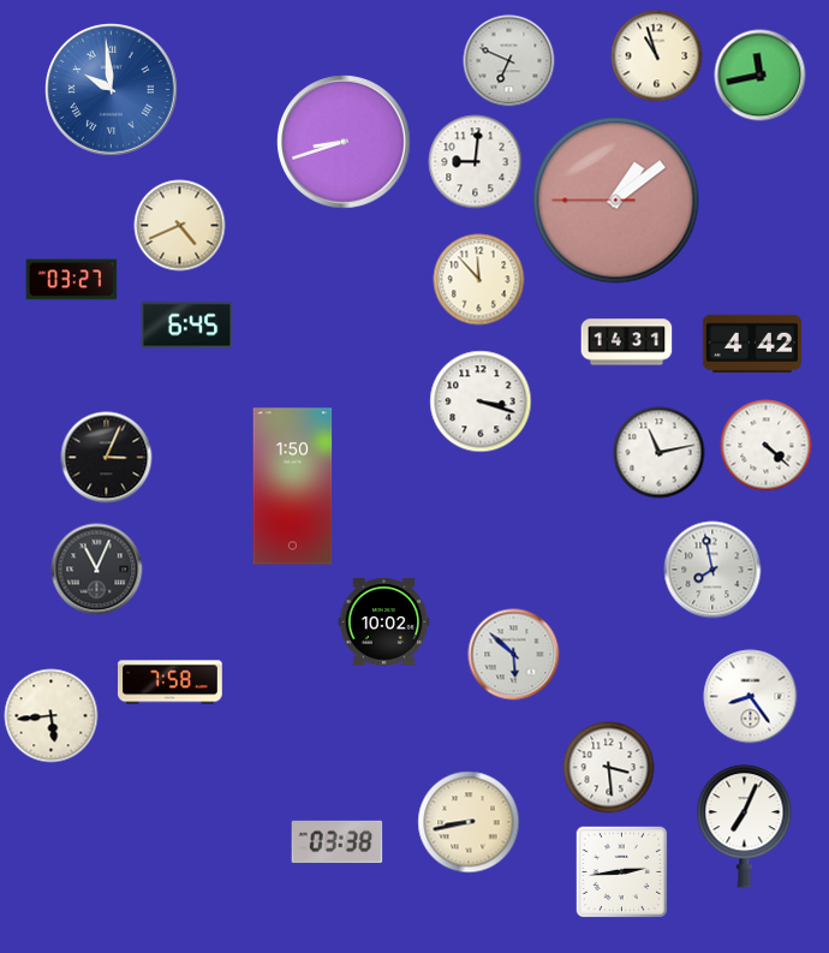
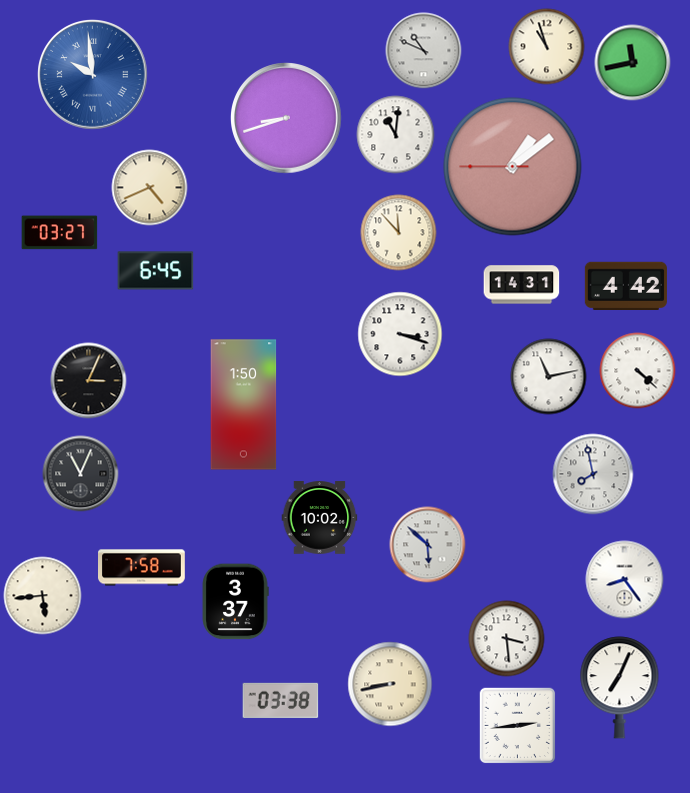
clock at (509, 61): 6:49 -> 10:49
clock at (476, 162): 9:01 -> 11:01
clock at (235, 602): none -> 3:37
